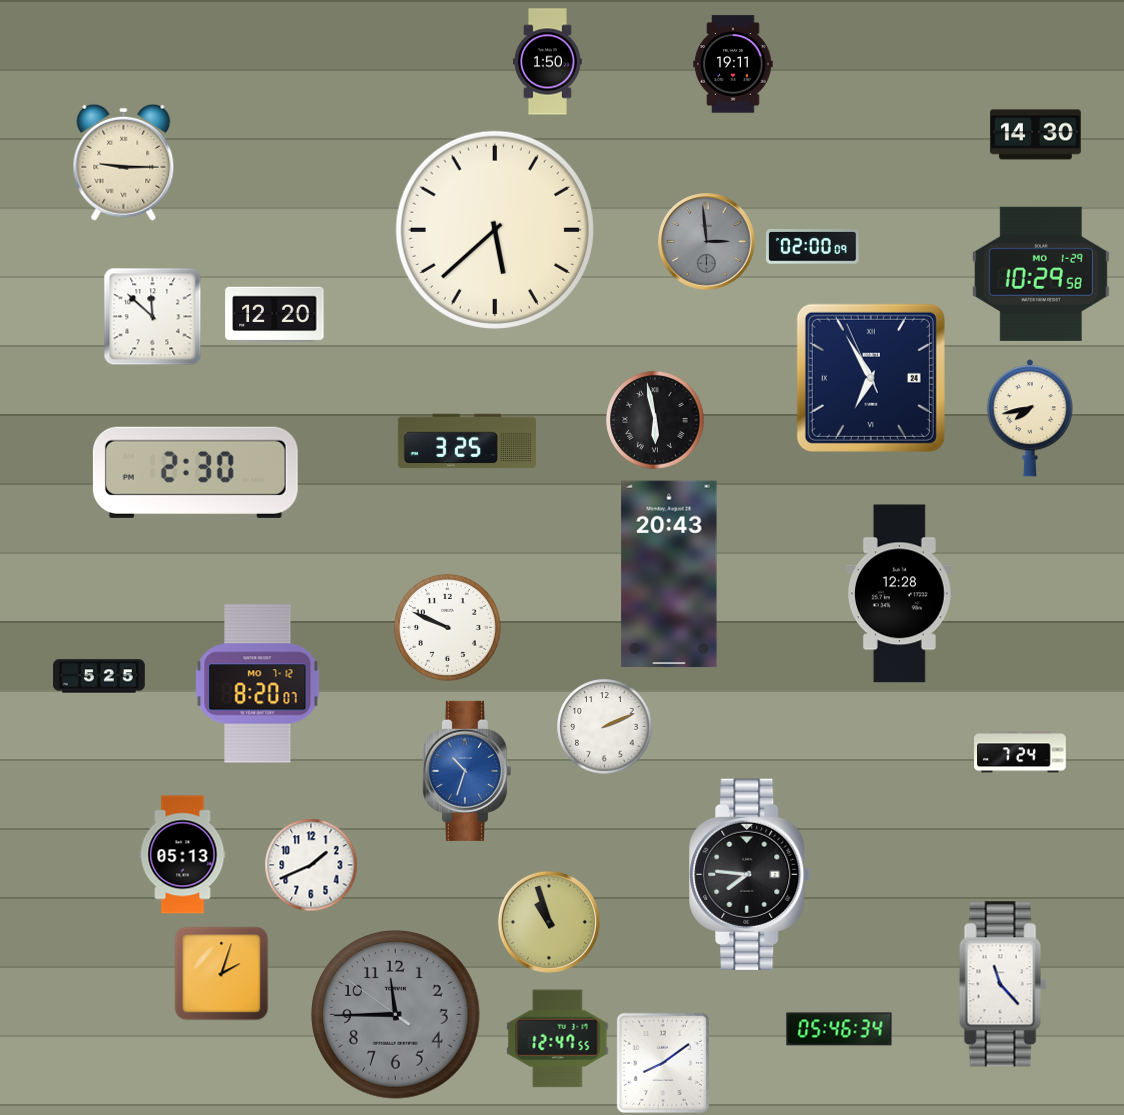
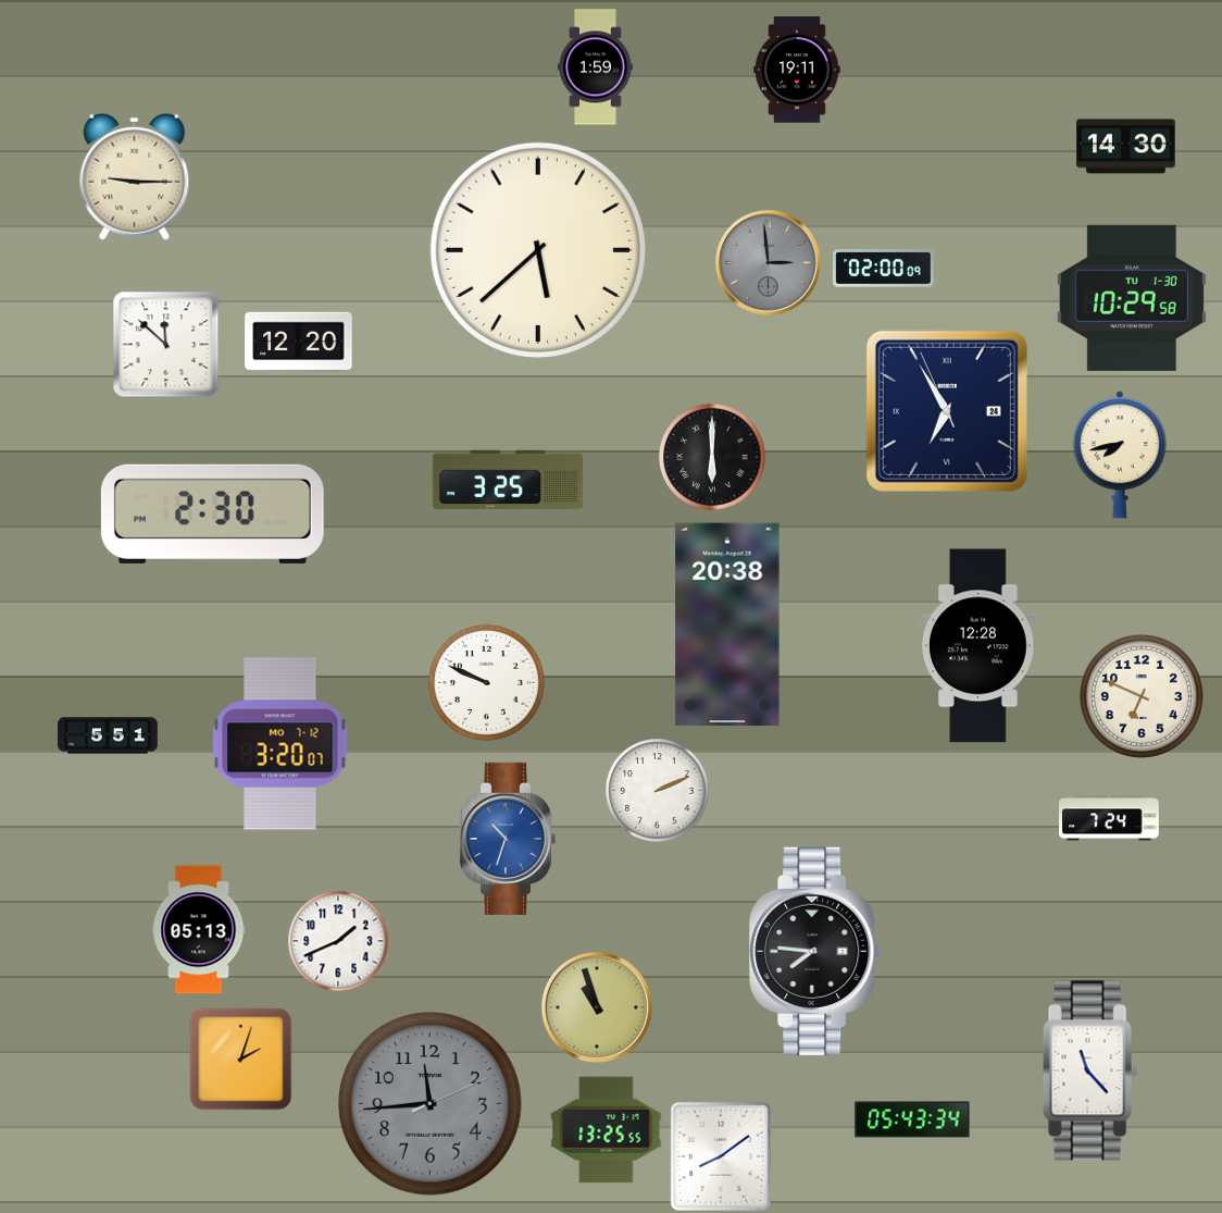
clock at (548, 62): 1:50 -> 1:59
clock at (1041, 274) date: MO 1-29 -> TU 1-30
clock at (655, 420): 5:58 -> 6:00
clock at (669, 574): 20:43 -> 20:38
clock at (1142, 696): none -> 6:49
clock at (99, 676): 5:25 -> 5:51
clock at (258, 684): 8:20 -> 3:20
clock at (549, 922) position: (549, 922) -> (597, 1007)
clock at (396, 1015): 11:44:51 -> 11:44:11
clock at (839, 1029): 05:46 -> 05:43
clock at (558, 1039): 12:47 -> 13:25
